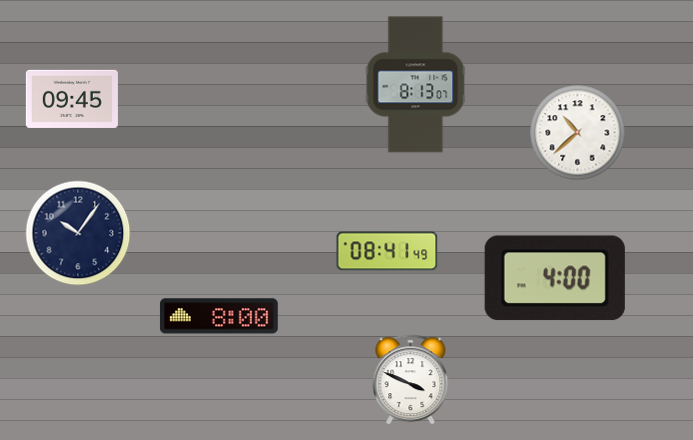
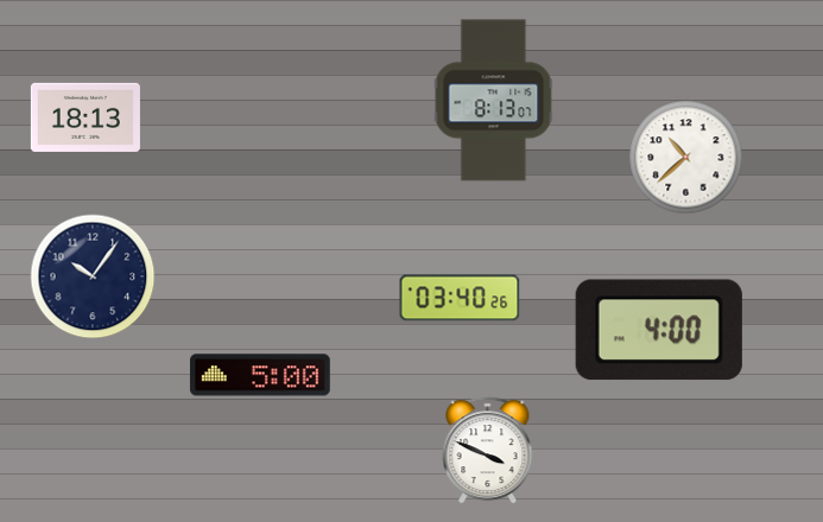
clock at (72, 99): 09:45 -> 18:13
clock at (387, 251): 08:41 -> 03:40
clock at (219, 316): 8:00 -> 5:00
